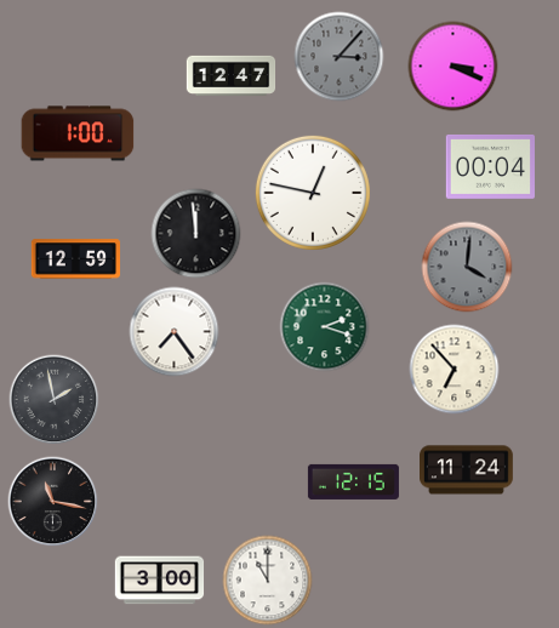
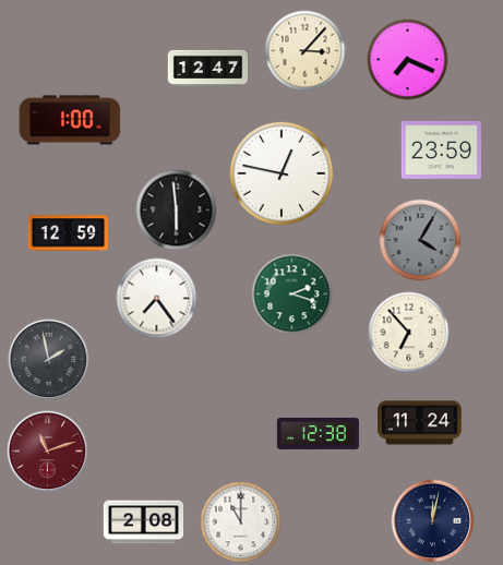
clock at (340, 57) dial: grey -> cream
clock at (454, 67): 3:19 -> 7:19
clock at (490, 166): 00:04 -> 23:59
clock at (196, 234): 11:59 -> 5:59
clock at (467, 267): 4:01 -> 4:05
clock at (353, 481): 12:15 -> 12:38
clock at (53, 502): 11:17 -> 11:12
clock at (53, 502) dial: black -> burgundy
clock at (433, 521): none -> 12:02
clock at (160, 581): 3:00 -> 2:08
